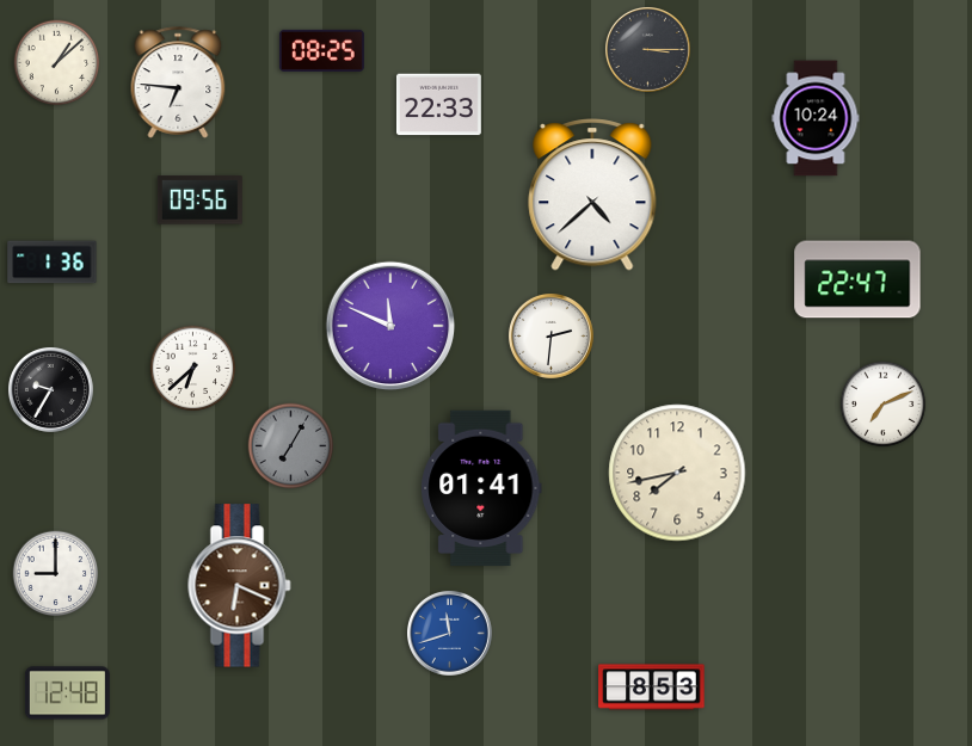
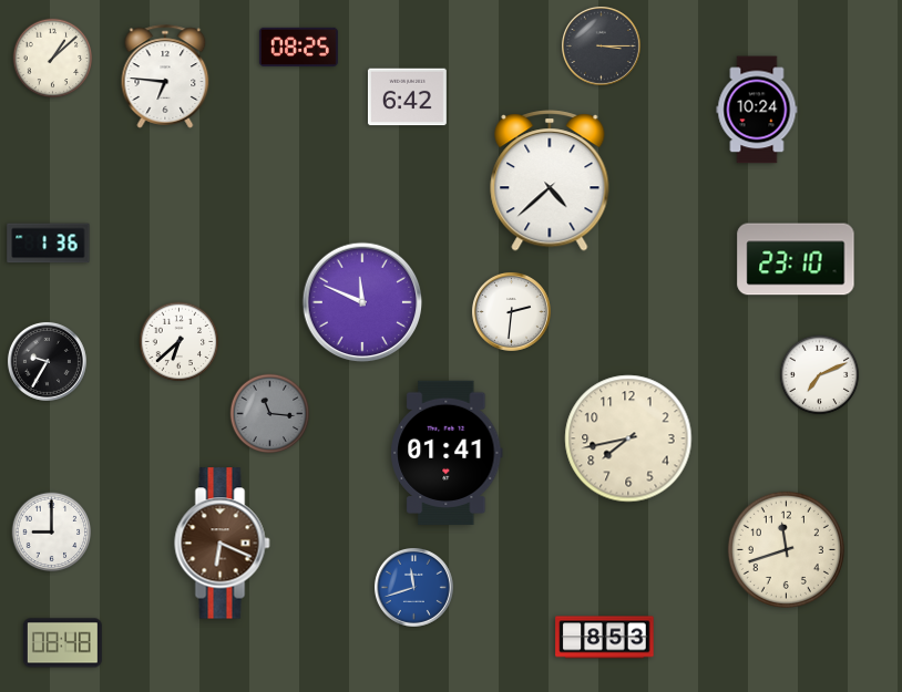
clock at (438, 105): 22:33 -> 6:42
clock at (199, 201): 09:56 -> none
clock at (857, 279): 22:47 -> 23:10
clock at (291, 446): 7:05 -> 11:16
clock at (786, 549): none -> 11:42
clock at (449, 633) position: (449, 633) -> (413, 587)
clock at (67, 693): 12:48 -> 08:48
